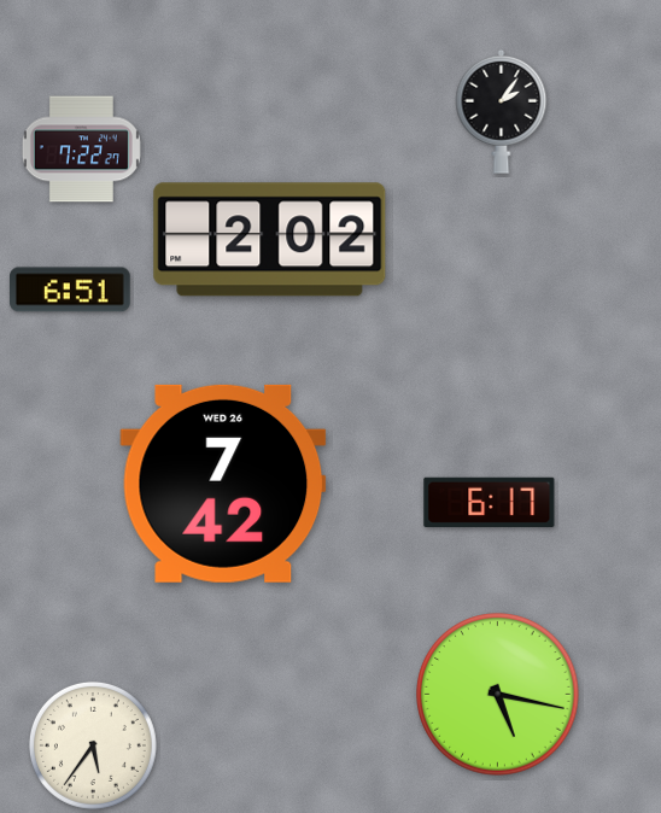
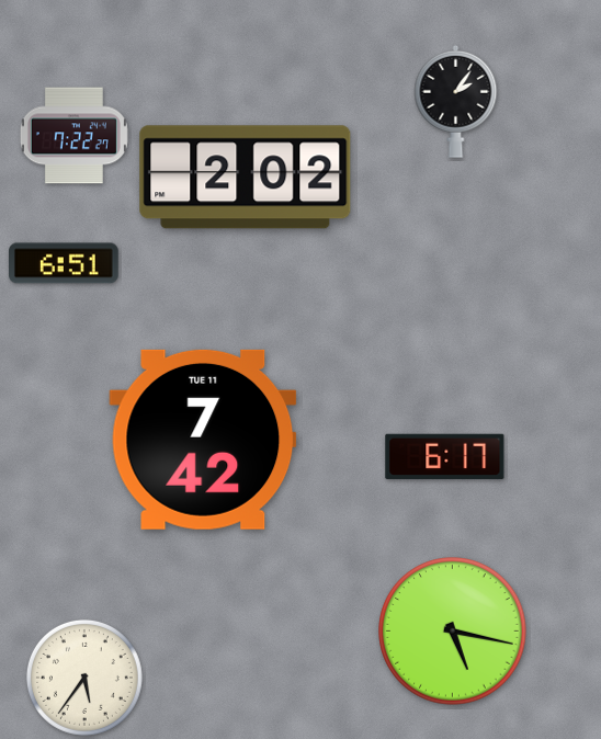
clock at (270, 240) position: (270, 240) -> (246, 178)
clock at (223, 484) date: WED 26 -> TUE 11
